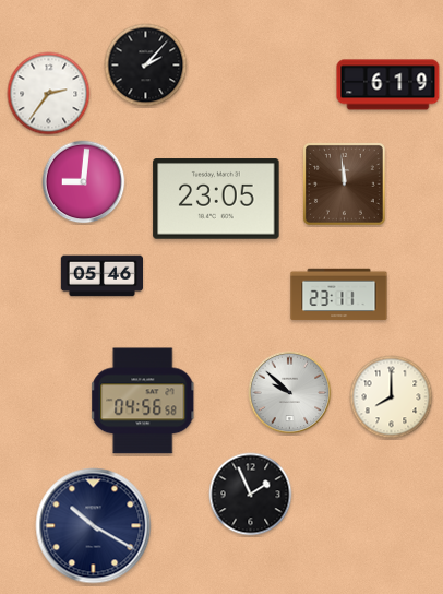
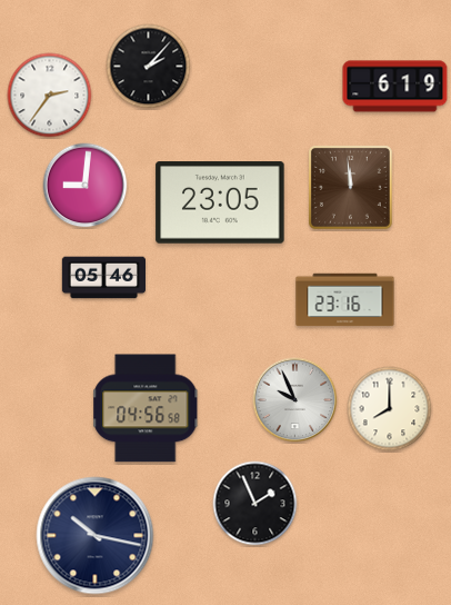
clock at (101, 276) position: (101, 276) -> (103, 278)
clock at (339, 295): 23:11 -> 23:16
clock at (290, 393): 9:52 -> 9:56
clock at (392, 397) position: (392, 397) -> (390, 409)
clock at (94, 526): 10:20 -> 10:17
